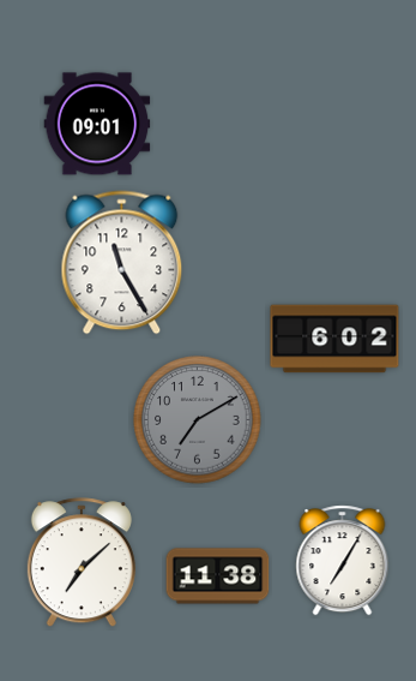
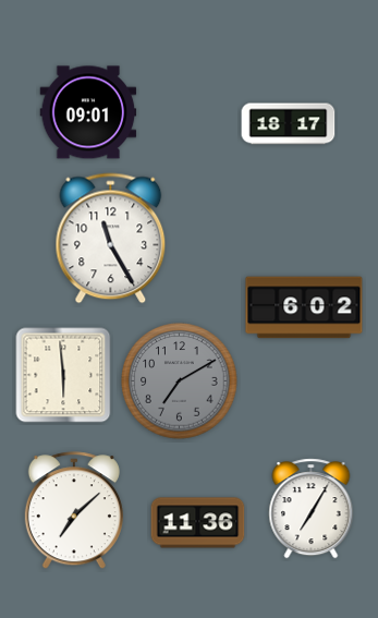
clock at (289, 124): none -> 18:17
clock at (63, 375): none -> 5:59
clock at (218, 577): 11:38 -> 11:36
